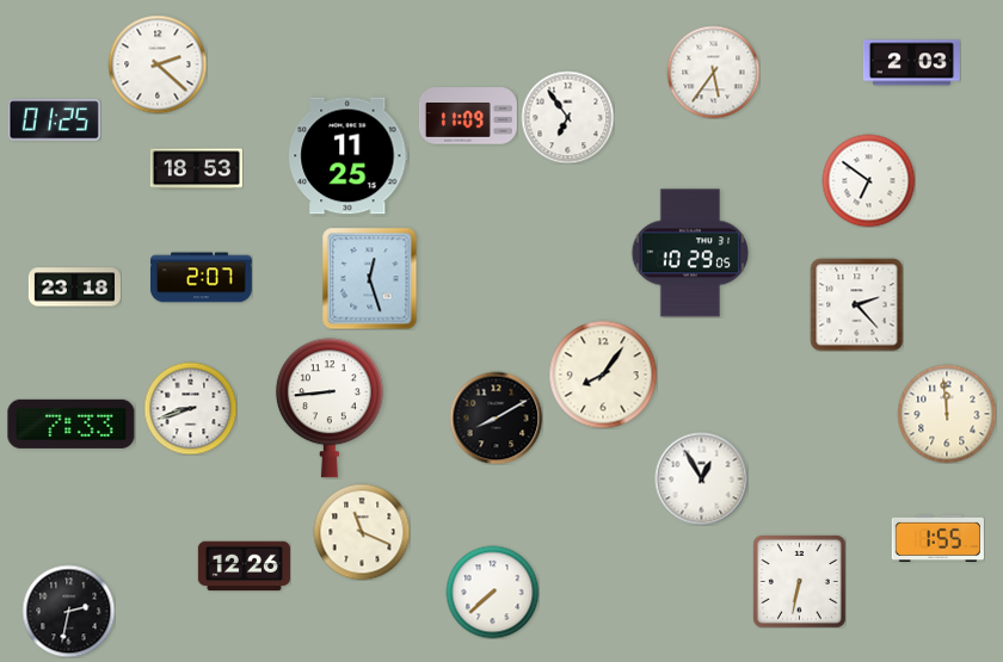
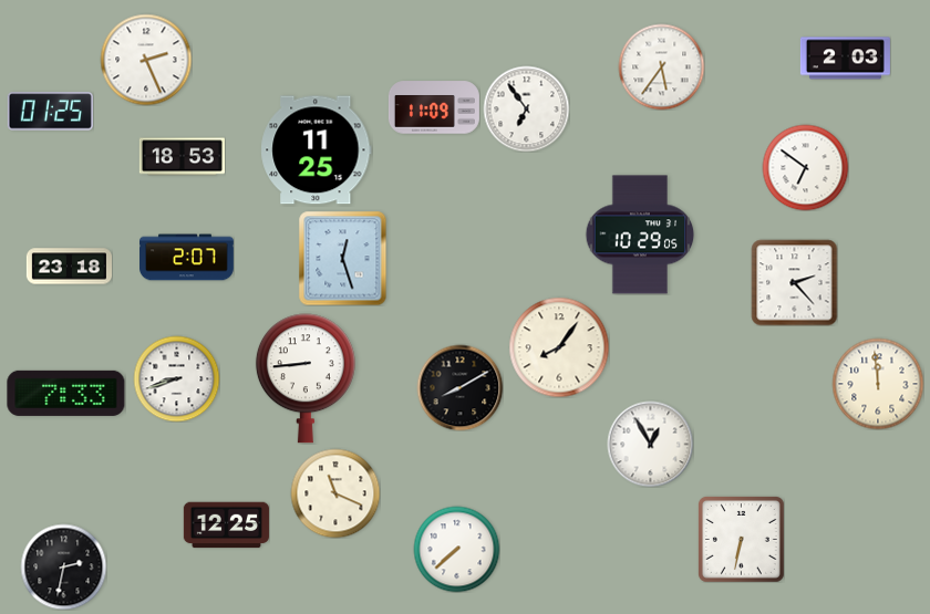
clock at (158, 64): 2:22 -> 2:26
clock at (349, 156) position: (349, 156) -> (317, 150)
clock at (937, 538): 1:55 -> none
clock at (244, 567): 12:26 -> 12:25
